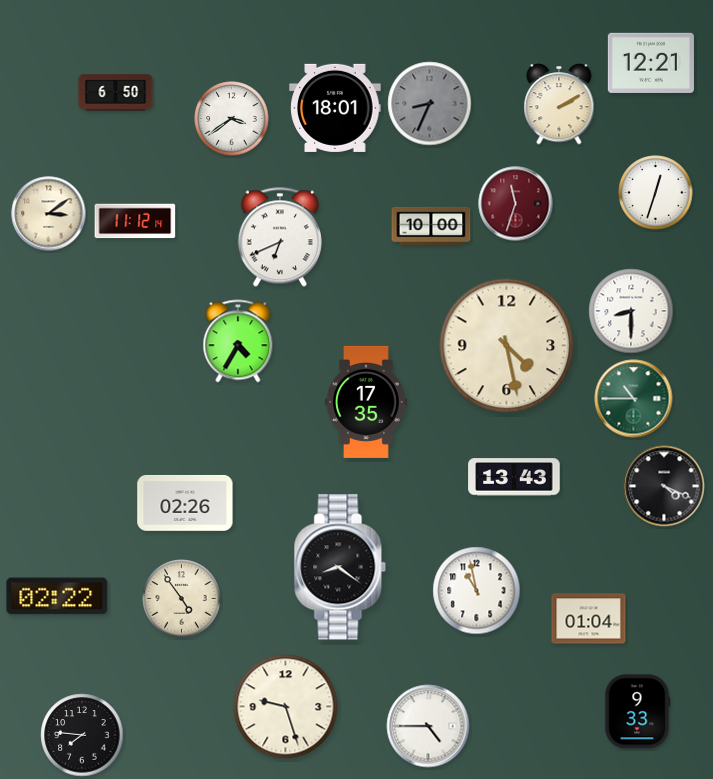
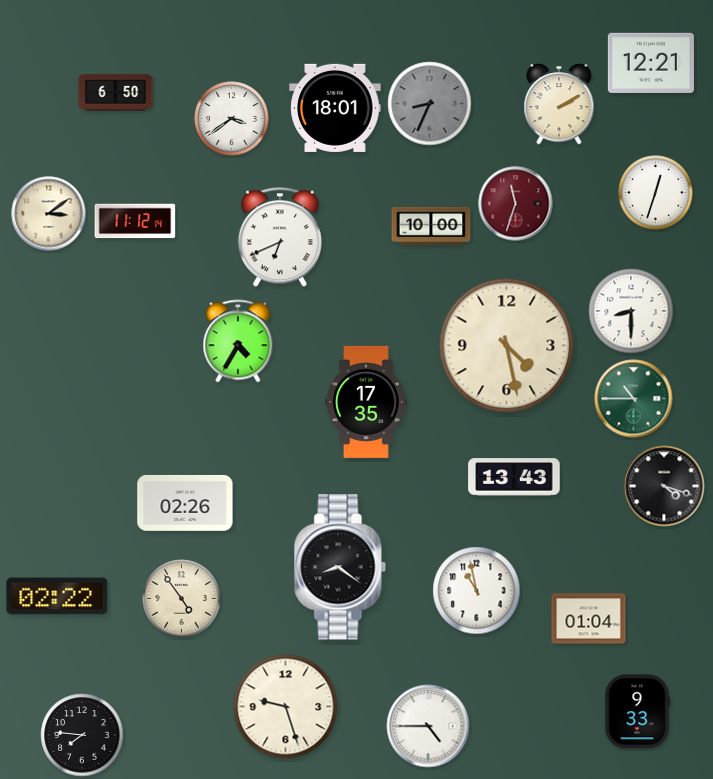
clock at (664, 486): 4:19 -> 4:18
